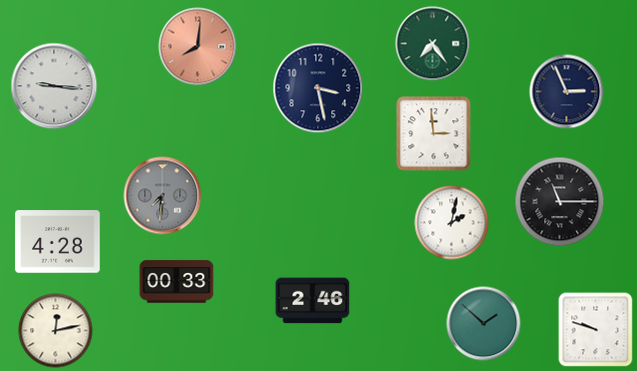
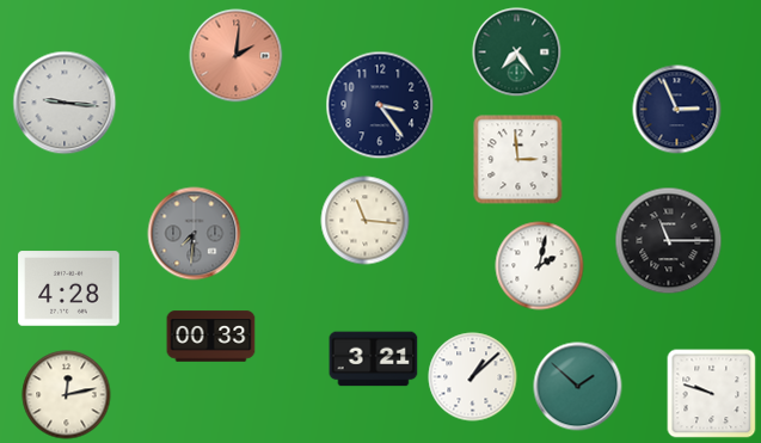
clock at (198, 47): 8:01 -> 2:01
clock at (318, 88): 3:28 -> 3:24
clock at (366, 221): none -> 11:16
clock at (313, 301): 2:46 -> 3:21
clock at (473, 377): none -> 1:08
